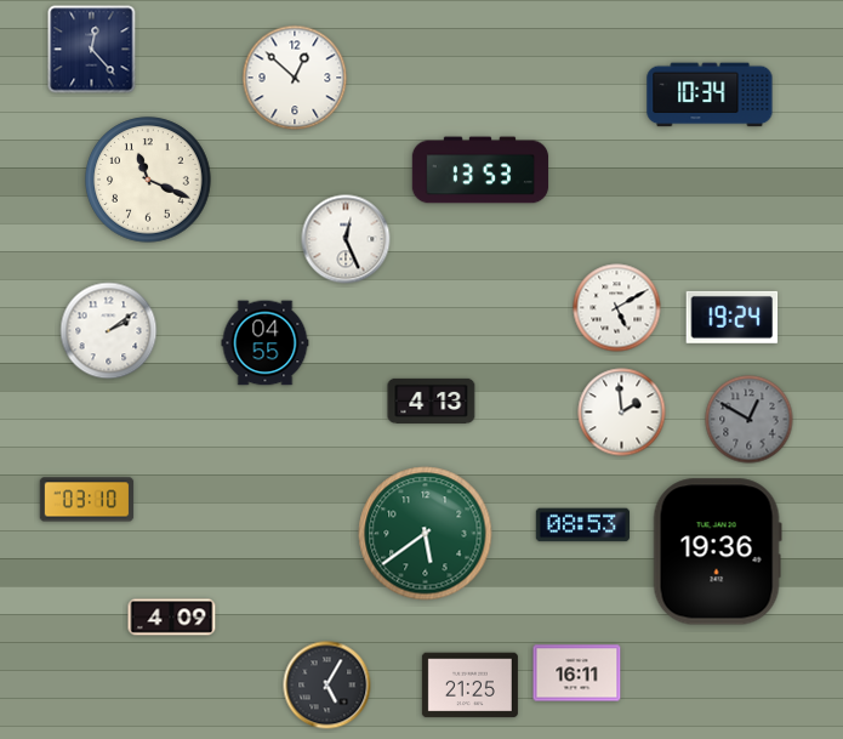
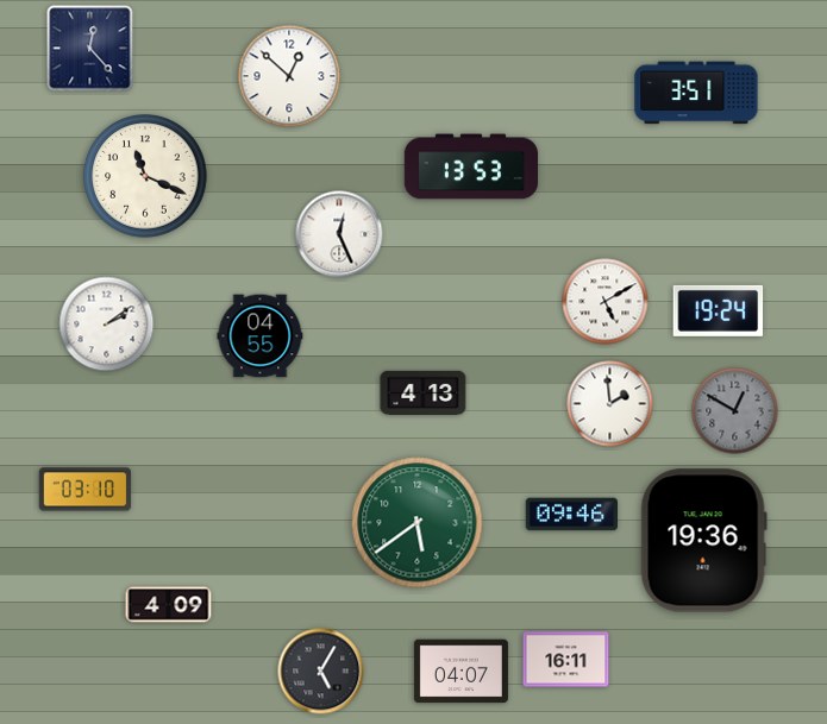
clock at (710, 95): 10:34 -> 3:51
clock at (583, 525): 08:53 -> 09:46
clock at (469, 686): 21:25 -> 04:07
